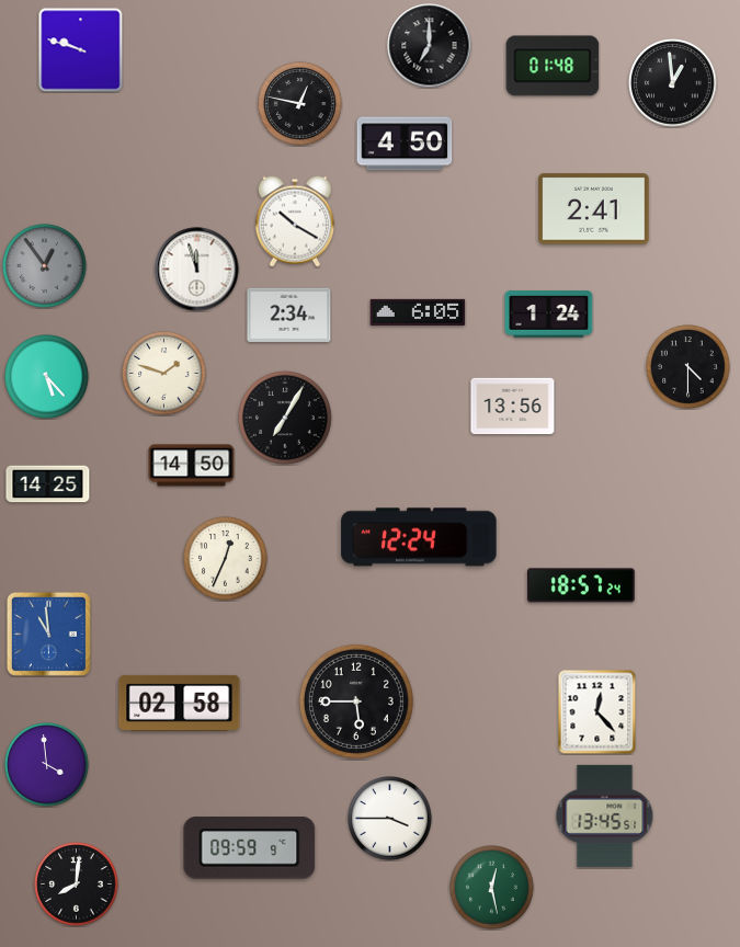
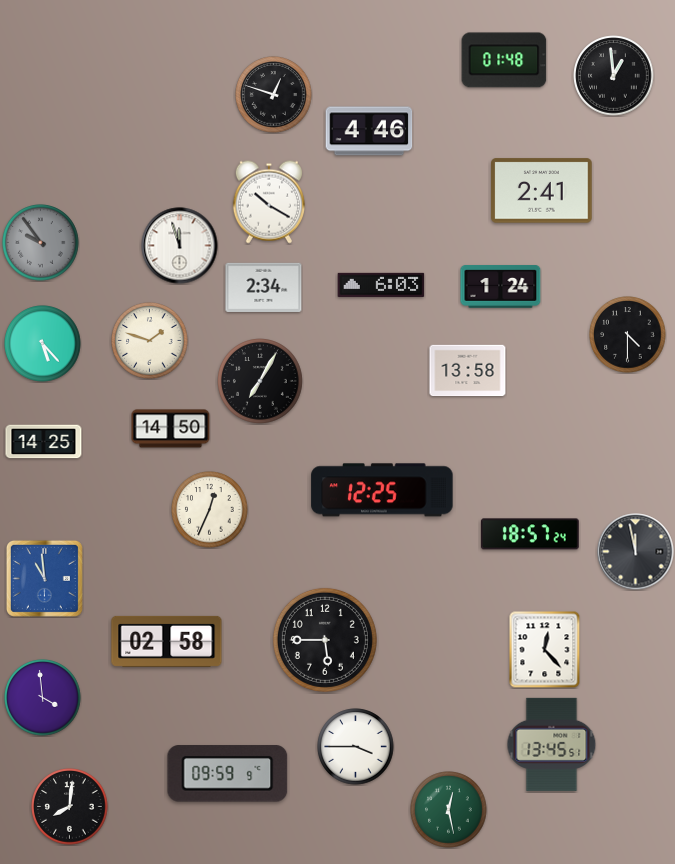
clock at (430, 46): 7:00 -> none
clock at (81, 50): 9:48 -> none
clock at (300, 104): 12:47 -> 12:48
clock at (405, 144): 4:50 -> 4:46
clock at (45, 266): 12:54 -> 9:54
clock at (418, 312): 6:05 -> 6:03
clock at (513, 407): 13:56 -> 13:58
clock at (192, 466) position: (192, 466) -> (171, 429)
clock at (419, 537): 12:24 -> 12:25
clock at (226, 559) position: (226, 559) -> (210, 510)
clock at (636, 552): none -> 11:58
clock at (180, 703) position: (180, 703) -> (167, 641)
